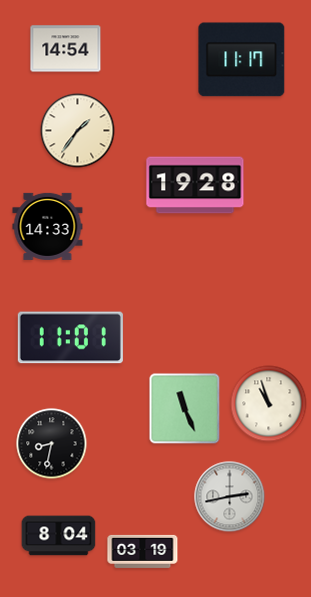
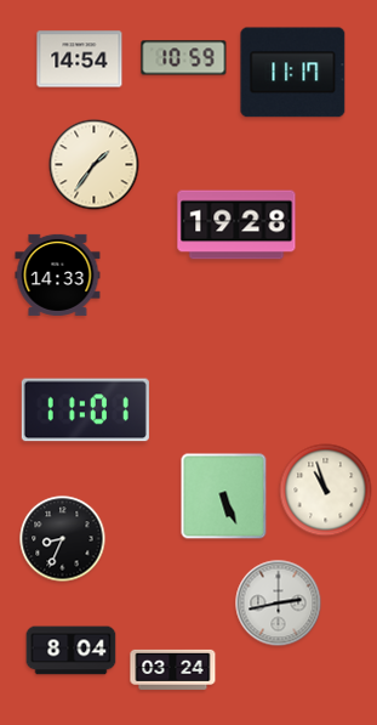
clock at (184, 58): none -> 10:59
clock at (78, 131) position: (78, 131) -> (95, 165)
clock at (185, 409): 11:26 -> 5:26
clock at (52, 444): 8:32 -> 8:34
clock at (143, 551): 03:19 -> 03:24
